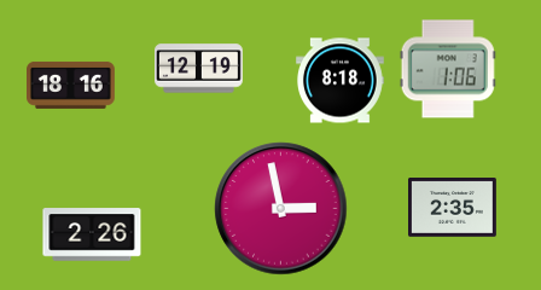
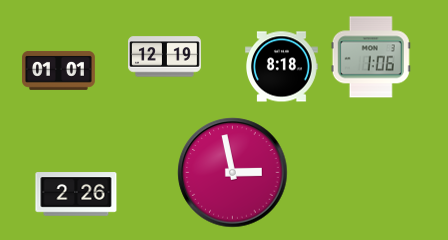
clock at (71, 85): 18:16 -> 01:01
clock at (453, 208): 2:35 -> none
